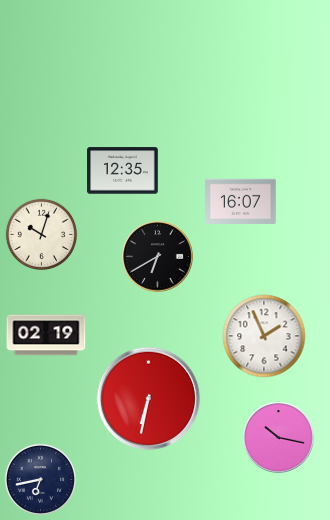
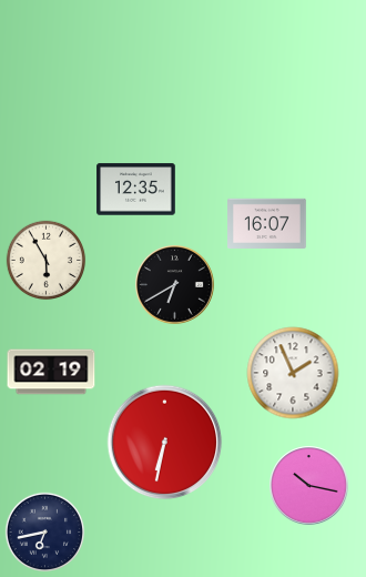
clock at (42, 235): 10:03 -> 5:55
